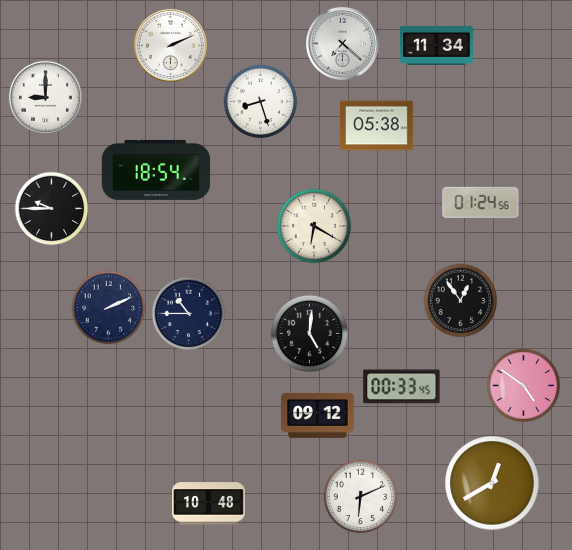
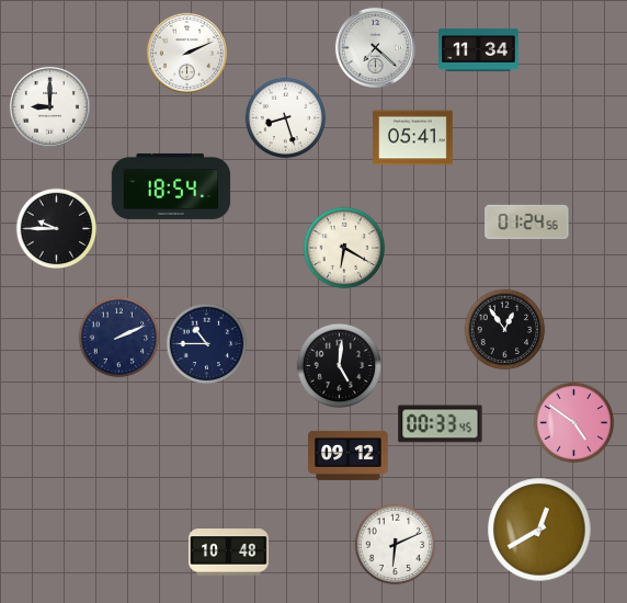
clock at (170, 45) position: (170, 45) -> (186, 53)
clock at (261, 102) position: (261, 102) -> (286, 118)
clock at (377, 126): 05:38 -> 05:41
